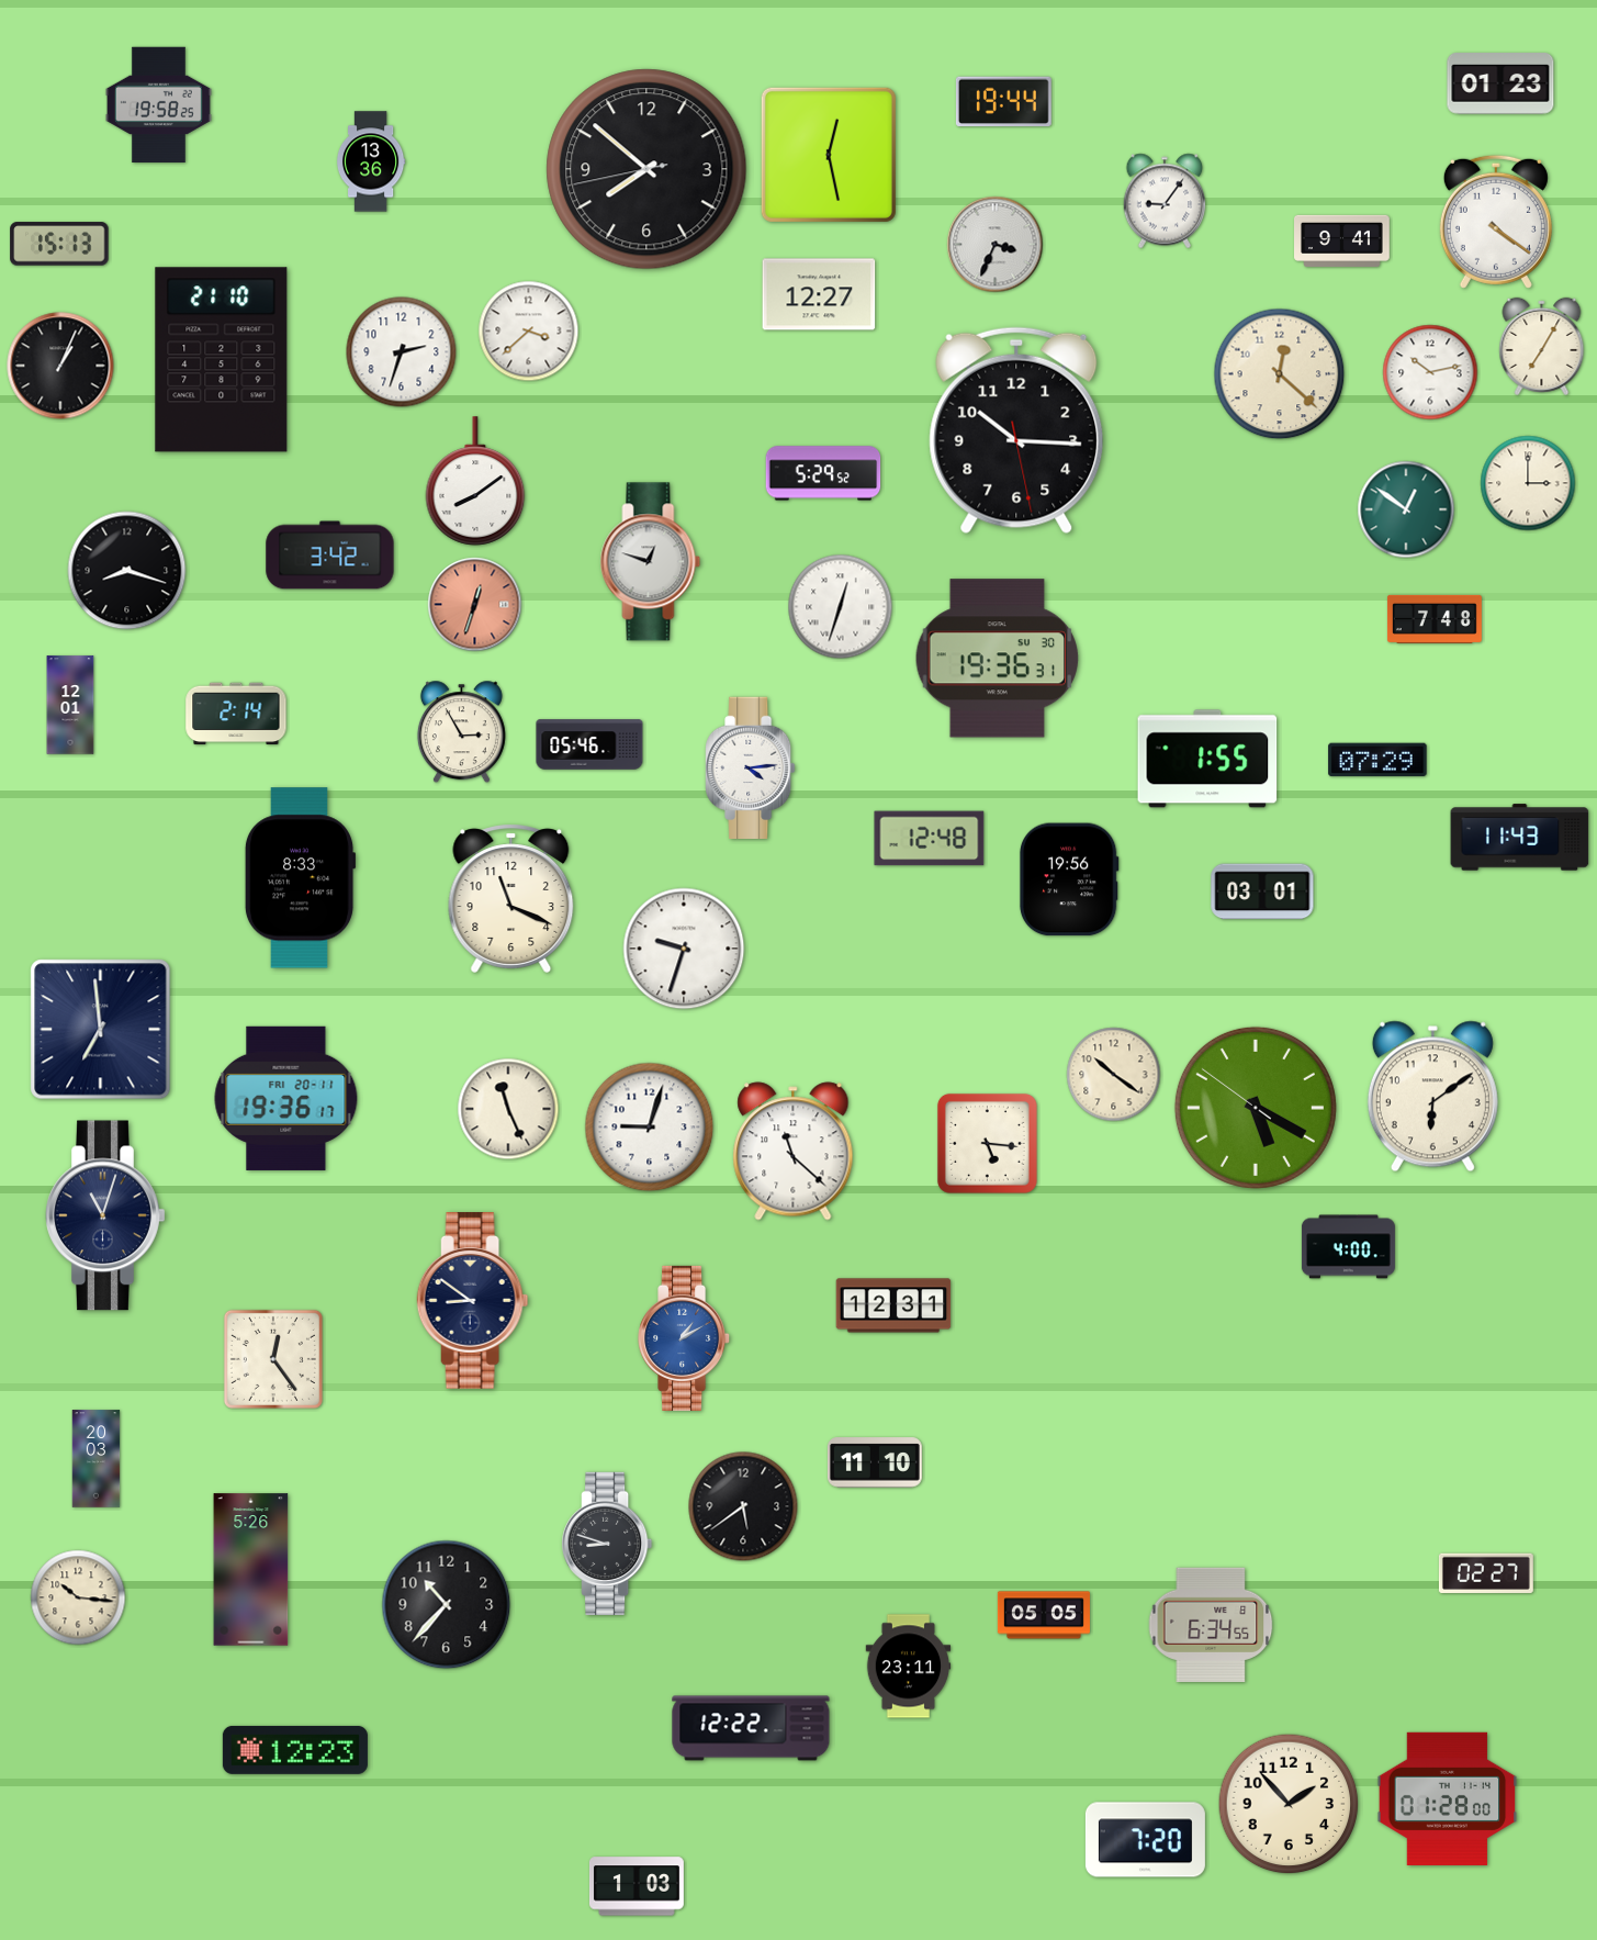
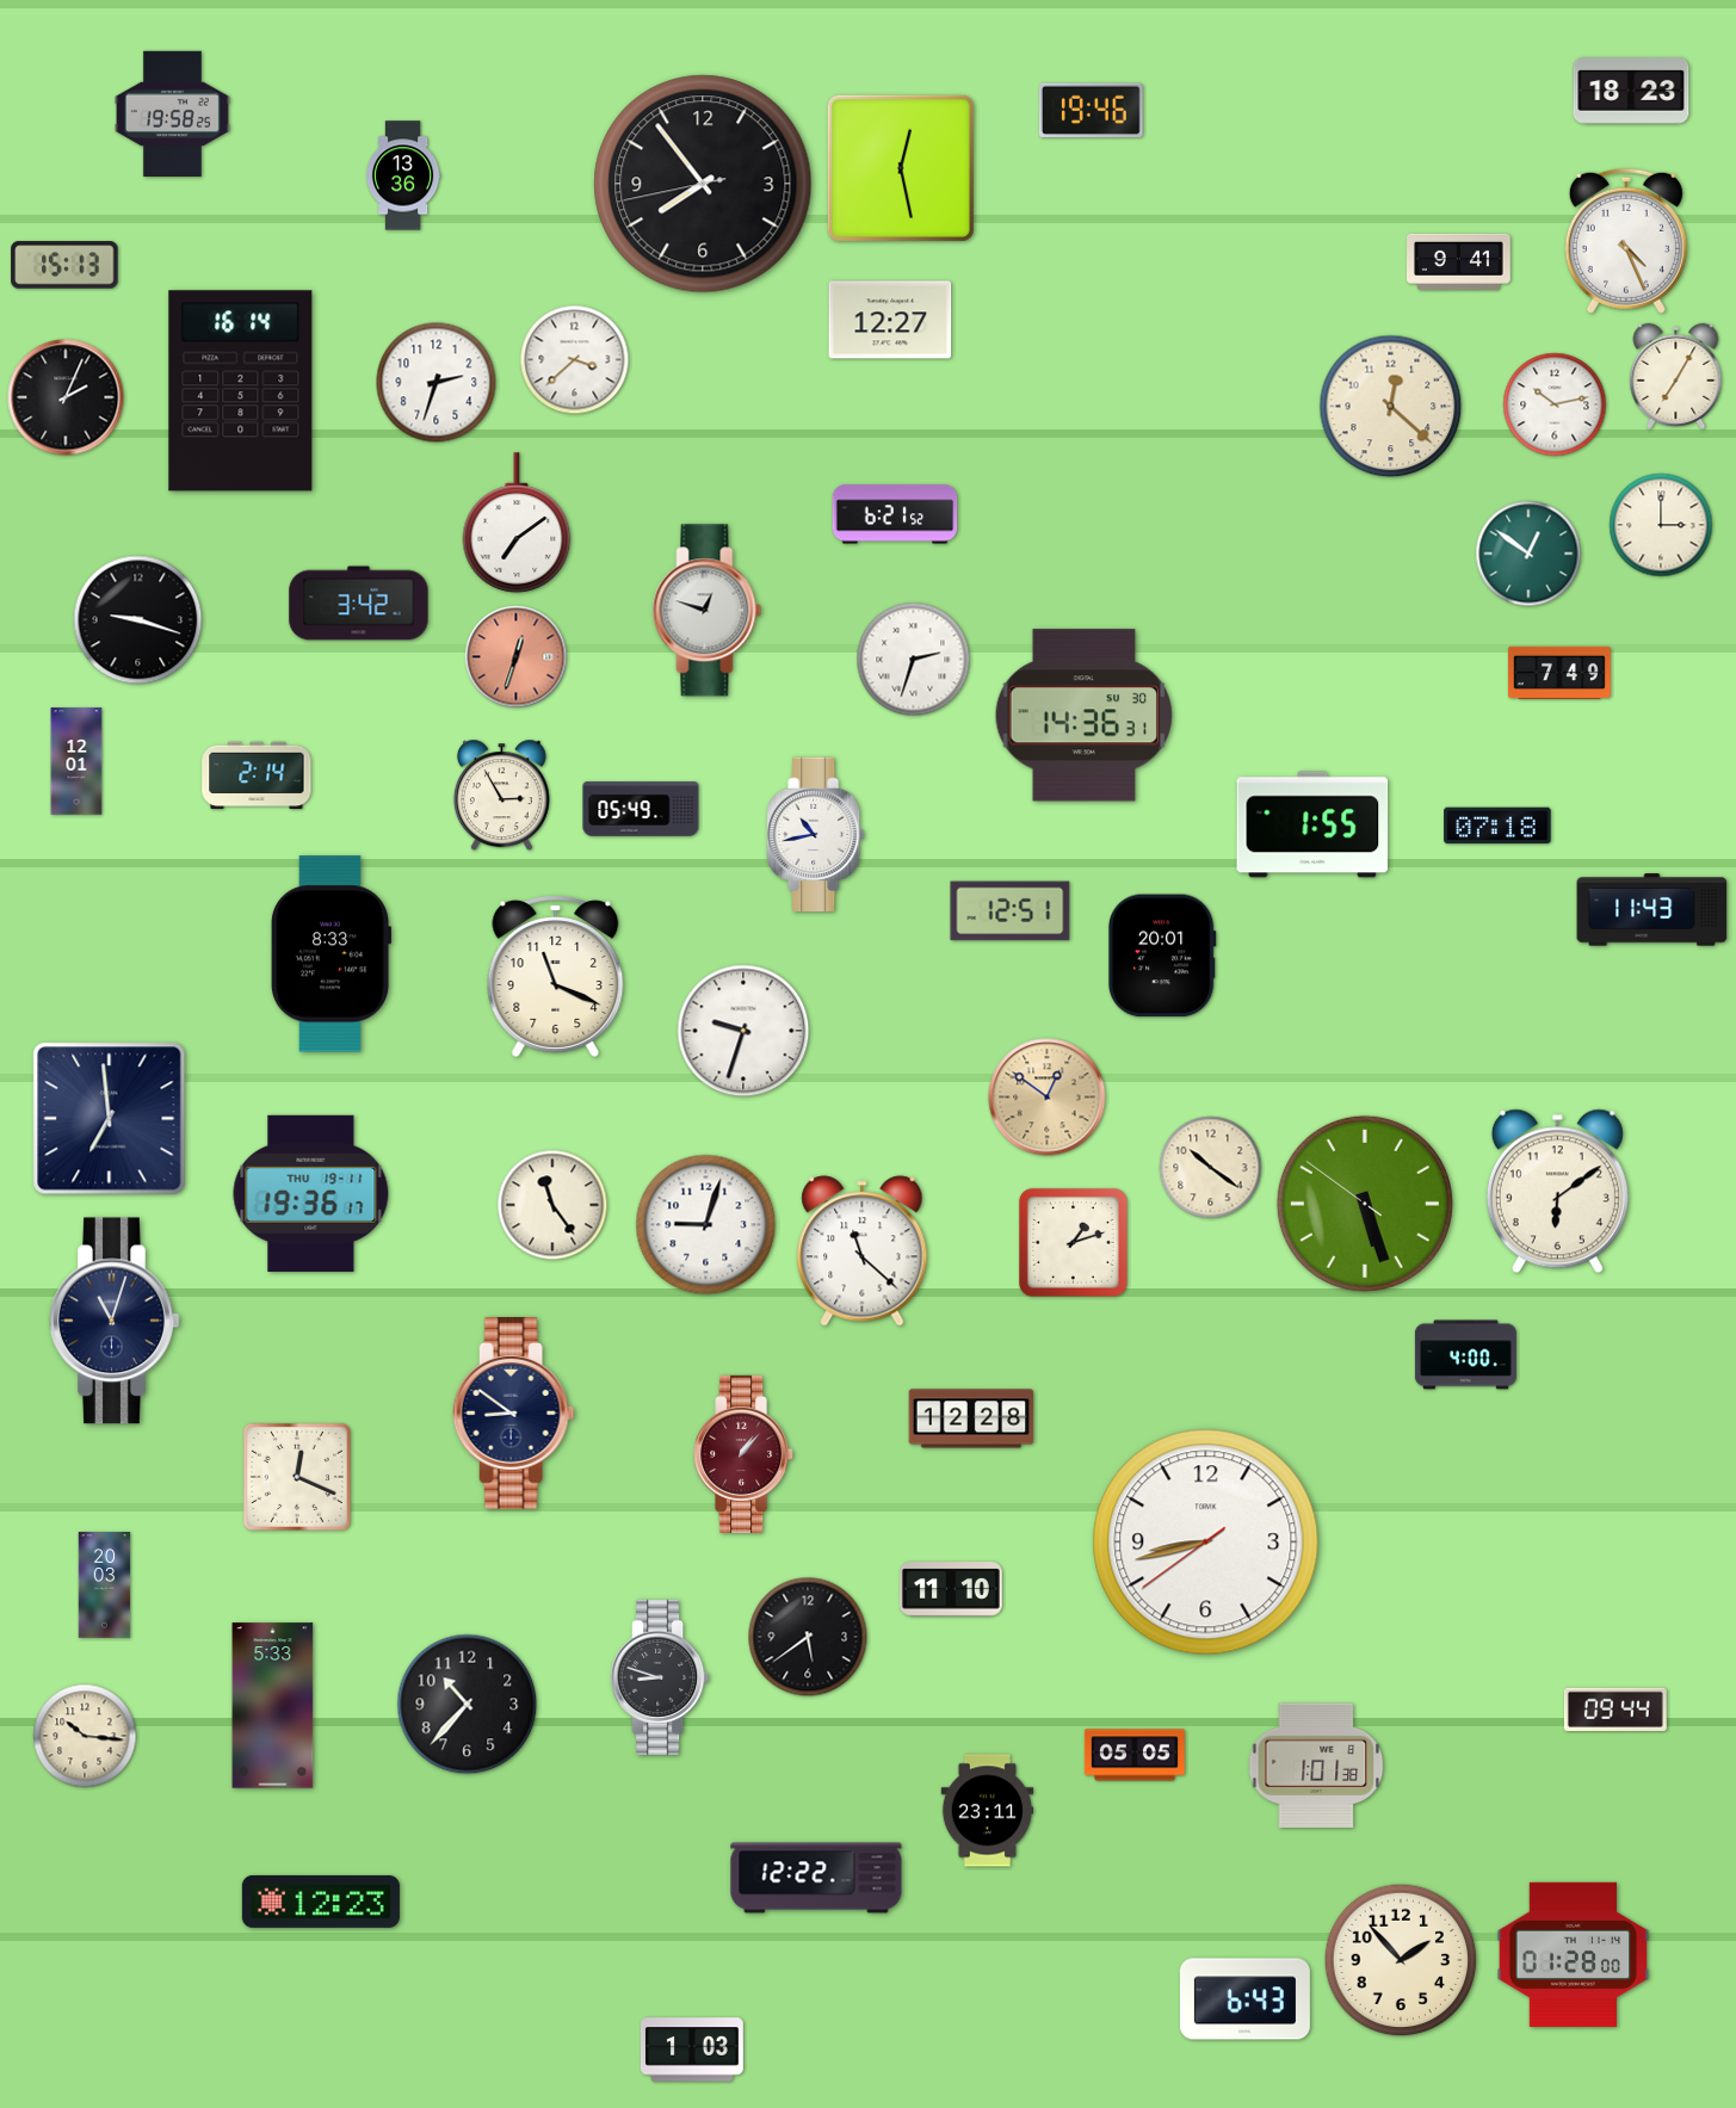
clock at (1500, 83): 01:23 -> 18:23
clock at (1003, 102): 19:44 -> 19:46
clock at (646, 169): 7:51 -> 7:53
clock at (1165, 201): 9:06 -> none
clock at (1496, 222): 4:21 -> 4:26
clock at (996, 245): 3:34 -> none
clock at (222, 360): 21:10 -> 16:14
clock at (60, 366): 1:04 -> 2:04
clock at (1016, 430): 10:15 -> none
clock at (823, 473): 5:29 -> 6:21
clock at (475, 481): 8:09 -> 7:09
clock at (127, 571): 8:18 -> 9:18
clock at (841, 607): 12:33 -> 2:33
clock at (1435, 619): 7:48 -> 7:49
clock at (998, 659): 19:36 -> 14:36
clock at (70, 705) position: (70, 705) -> (76, 761)
clock at (589, 744): 05:46 -> 05:49
clock at (1377, 760): 07:29 -> 07:18
clock at (751, 769): 4:14 -> 10:43
clock at (930, 839): 12:48 -> 12:51
clock at (300, 878) position: (300, 878) -> (330, 954)
clock at (1069, 879): 19:56 -> 20:01
clock at (1262, 891): 03:01 -> none
clock at (1048, 1098): none -> 12:51
clock at (286, 1098) date: FRI 20-11 -> THU 19-11
clock at (1256, 1108): 5:19 -> 5:26
clock at (508, 1109): 11:26 -> 11:24
clock at (987, 1143): 5:16 -> 1:12
clock at (893, 1305): 12:31 -> 12:28
clock at (685, 1338): 1:10 -> 1:07
clock at (685, 1338) dial: blue -> burgundy
clock at (273, 1359): 12:24 -> 12:19
clock at (1206, 1543): none -> 8:42
clock at (251, 1570): 5:26 -> 5:33
clock at (1486, 1572): 02:27 -> 09:44
clock at (447, 1605) position: (447, 1605) -> (468, 1705)
clock at (1211, 1625): 6:34 -> 1:01
clock at (1145, 1840): 7:20 -> 6:43
